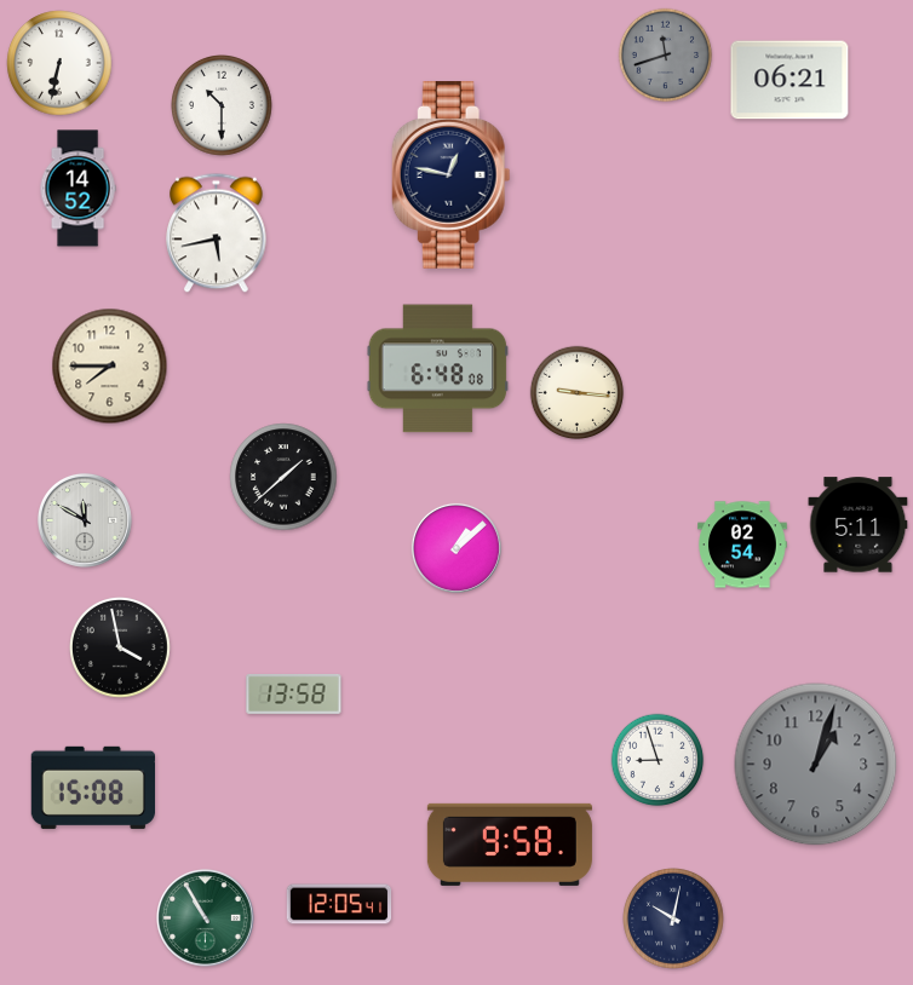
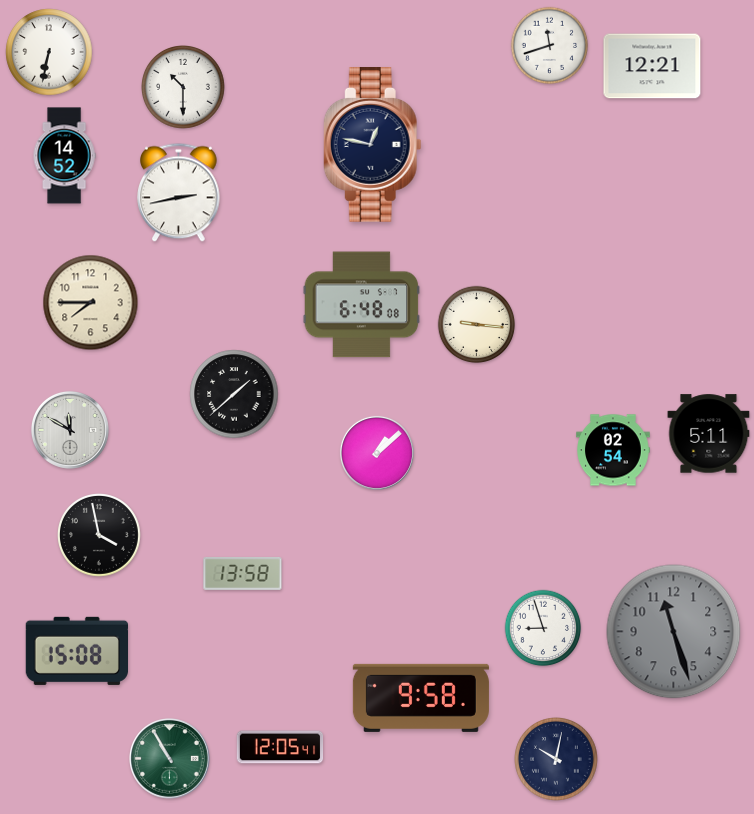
clock at (666, 56) dial: grey -> white
clock at (789, 80): 06:21 -> 12:21
clock at (217, 234): 5:43 -> 2:43
clock at (816, 765): 1:03 -> 11:27
